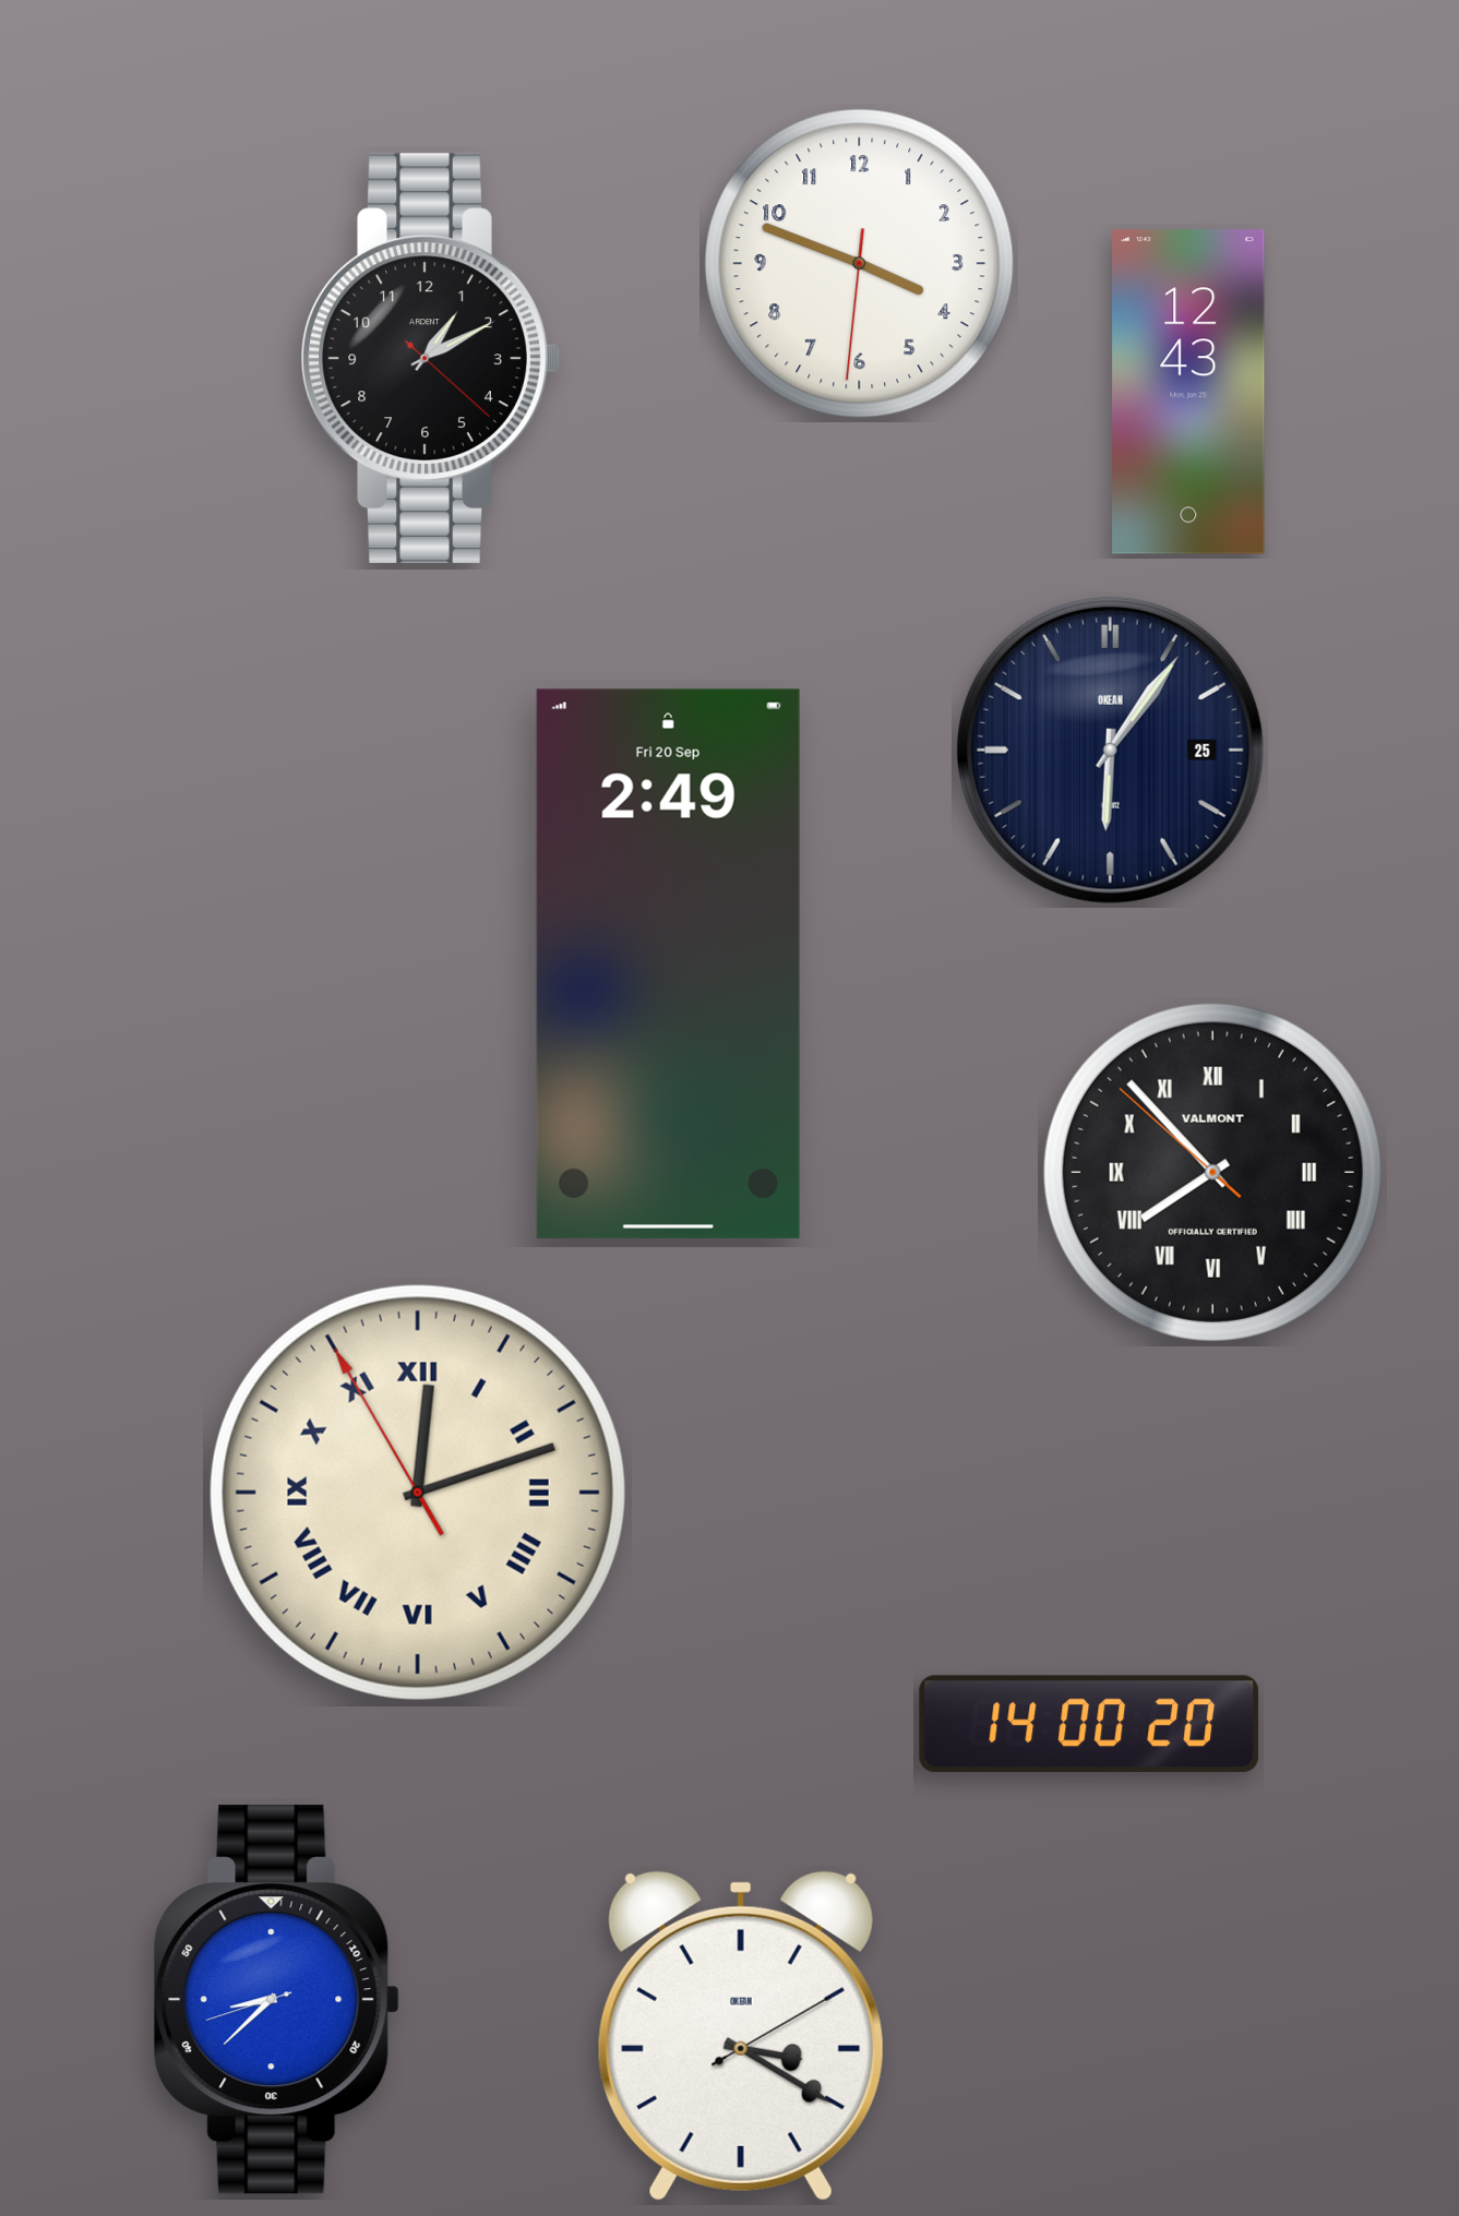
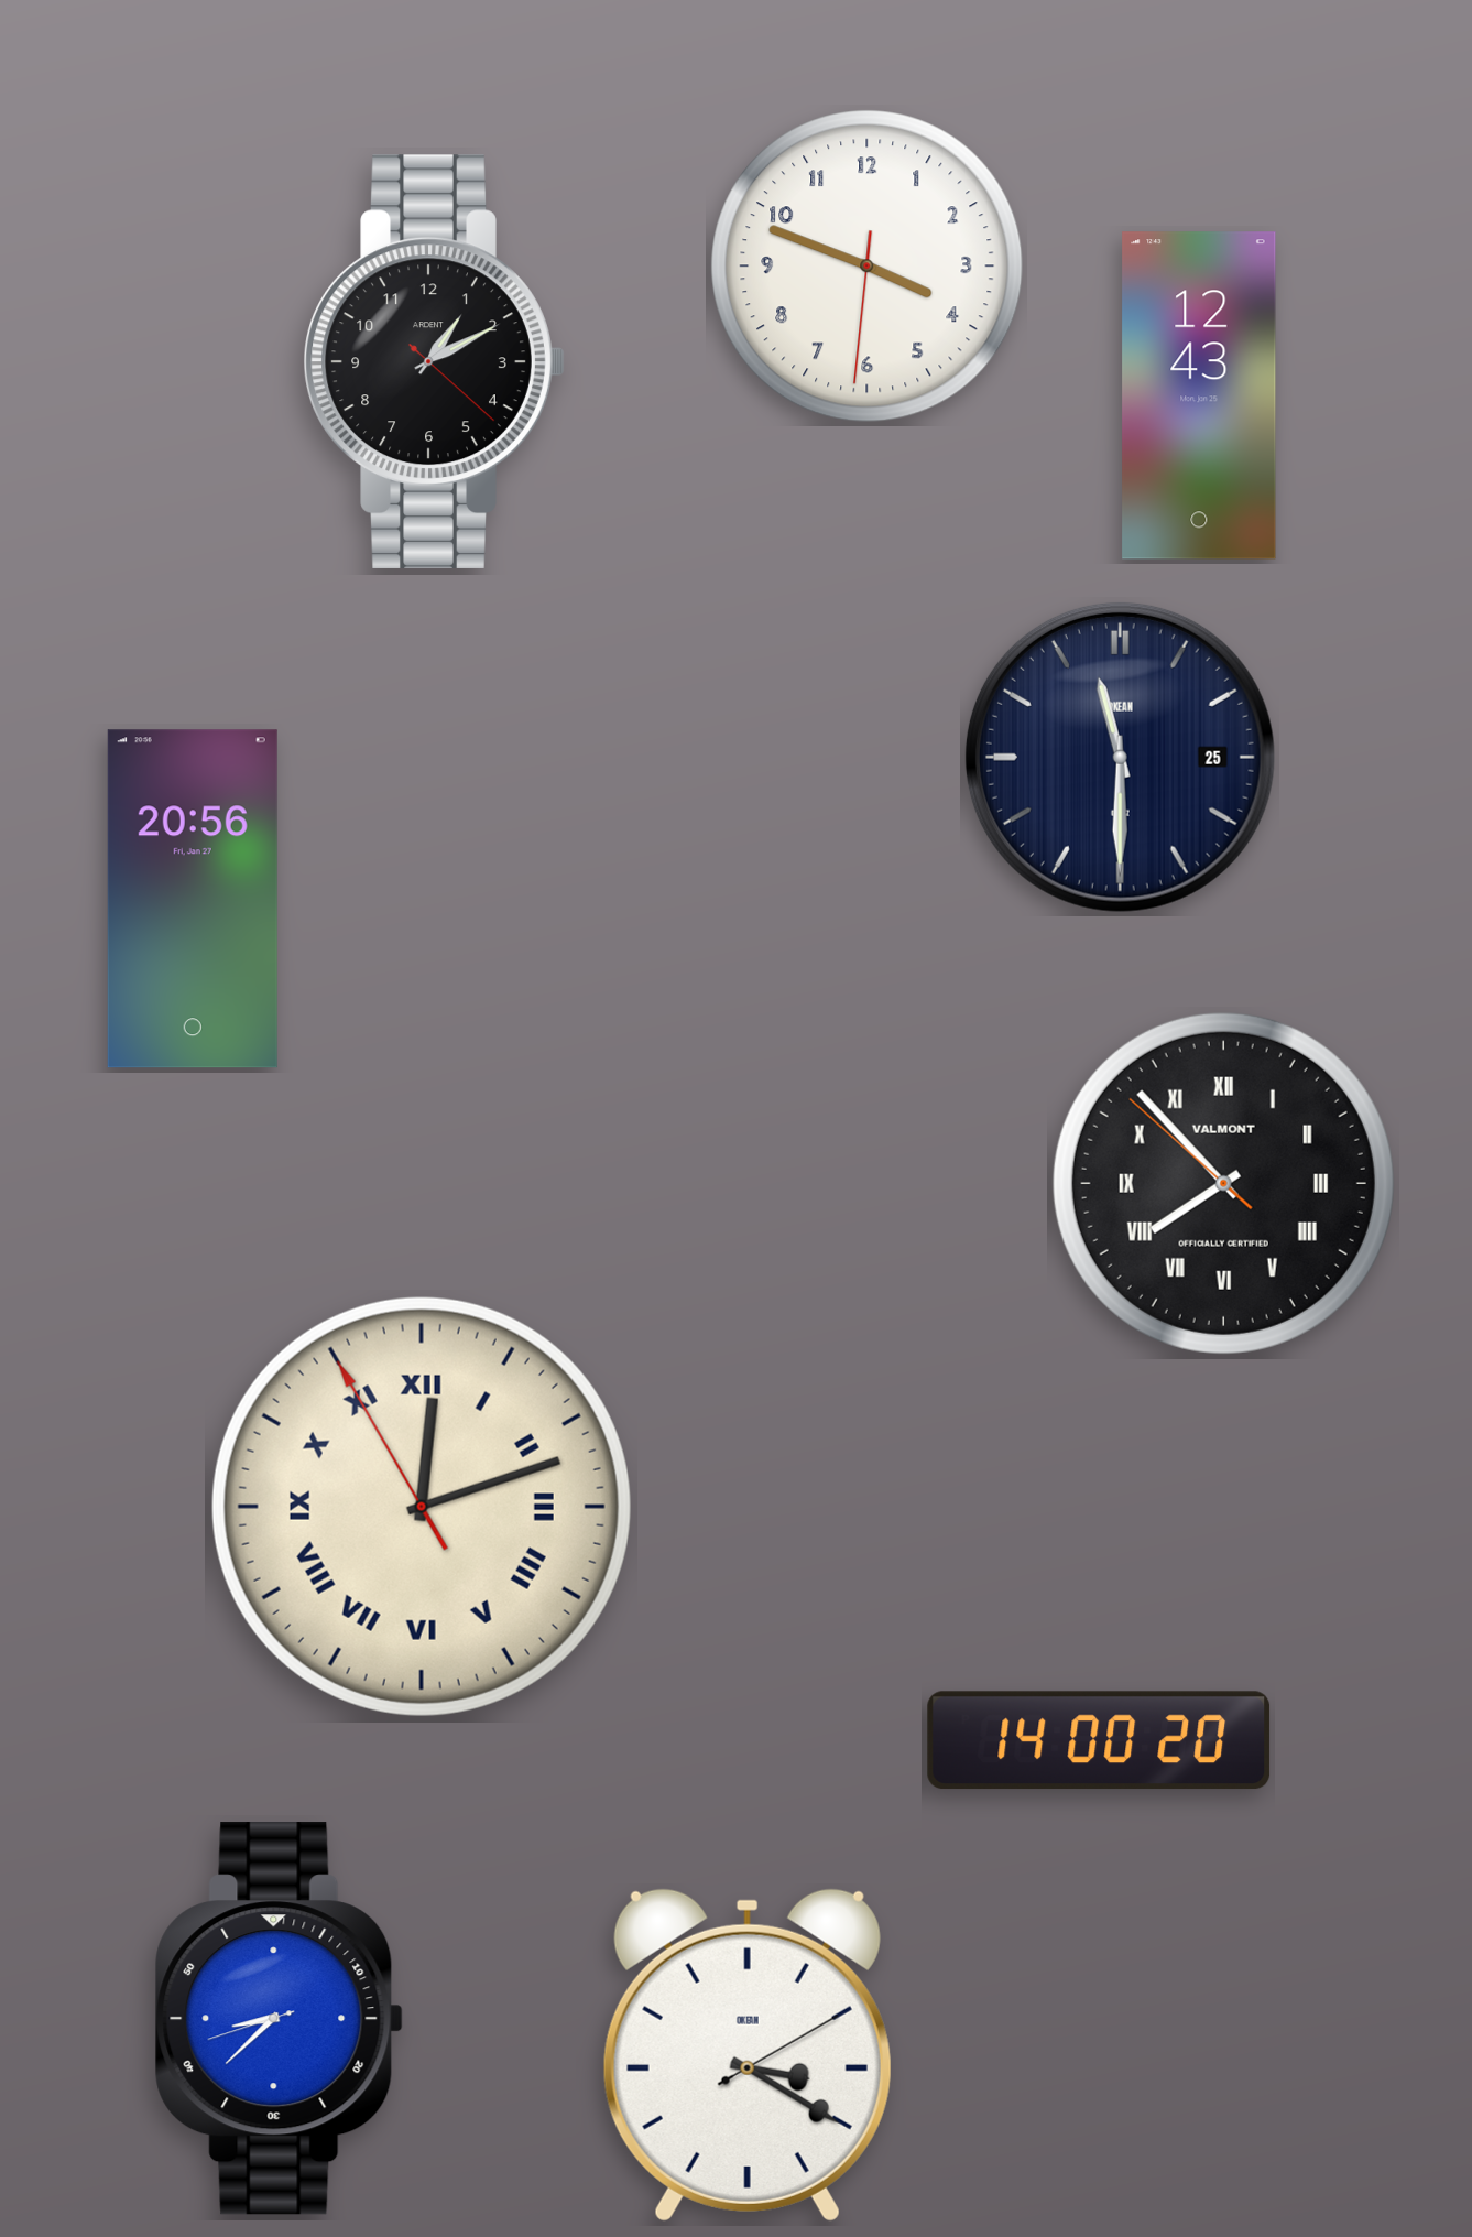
clock at (1110, 750): 6:06 -> 11:30
clock at (193, 899): none -> 20:56
clock at (668, 963): 2:49 -> none
